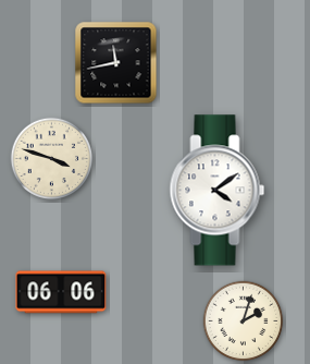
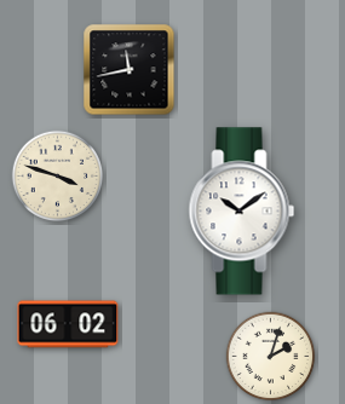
clock at (218, 191): 4:09 -> 10:09
clock at (61, 292): 06:06 -> 06:02
